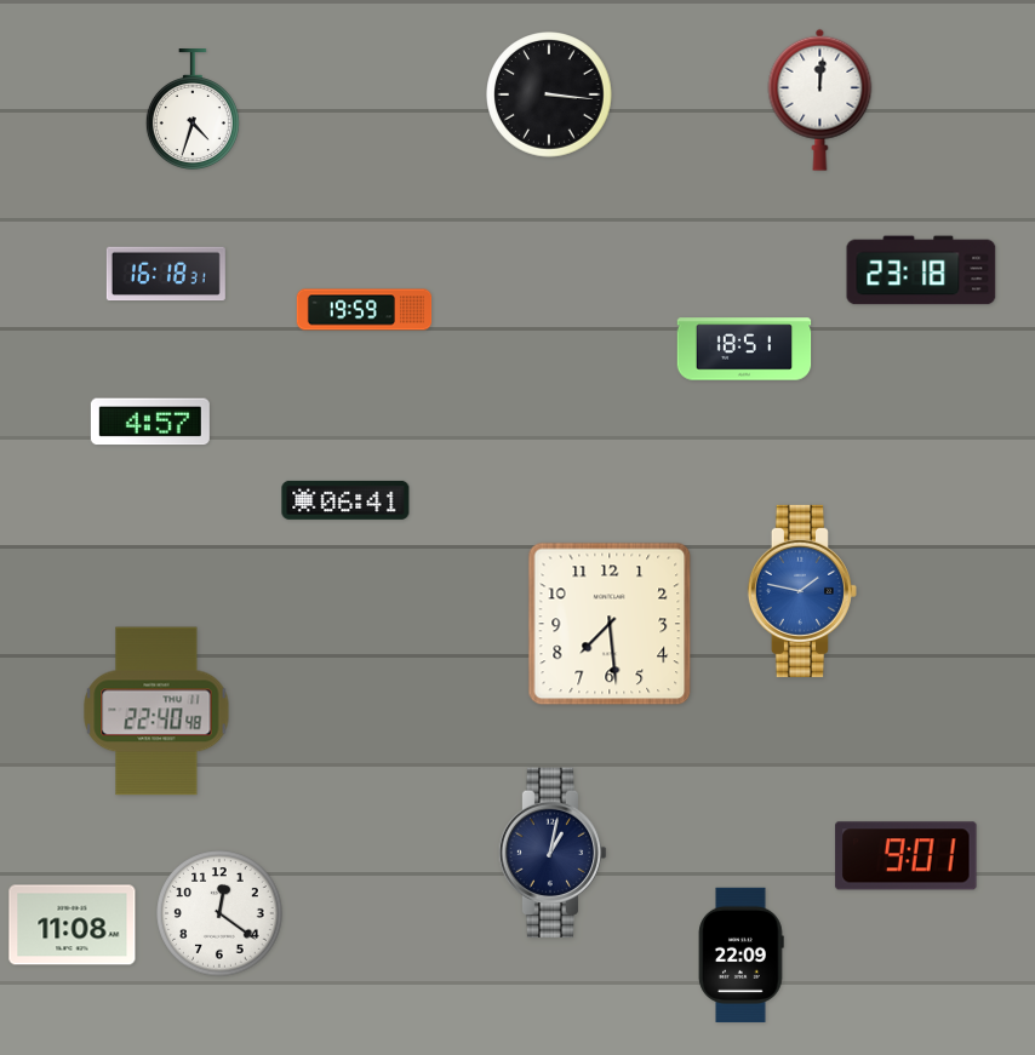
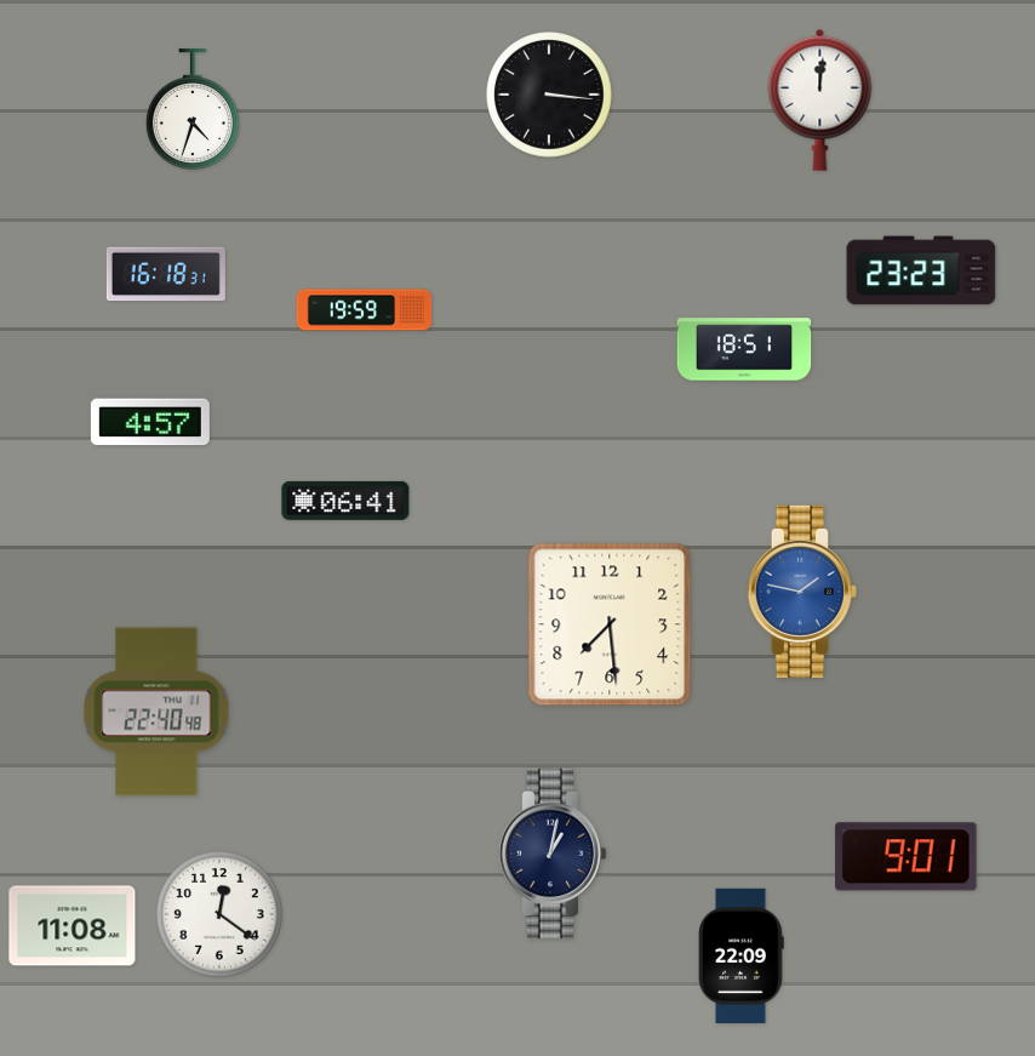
clock at (921, 270): 23:18 -> 23:23
